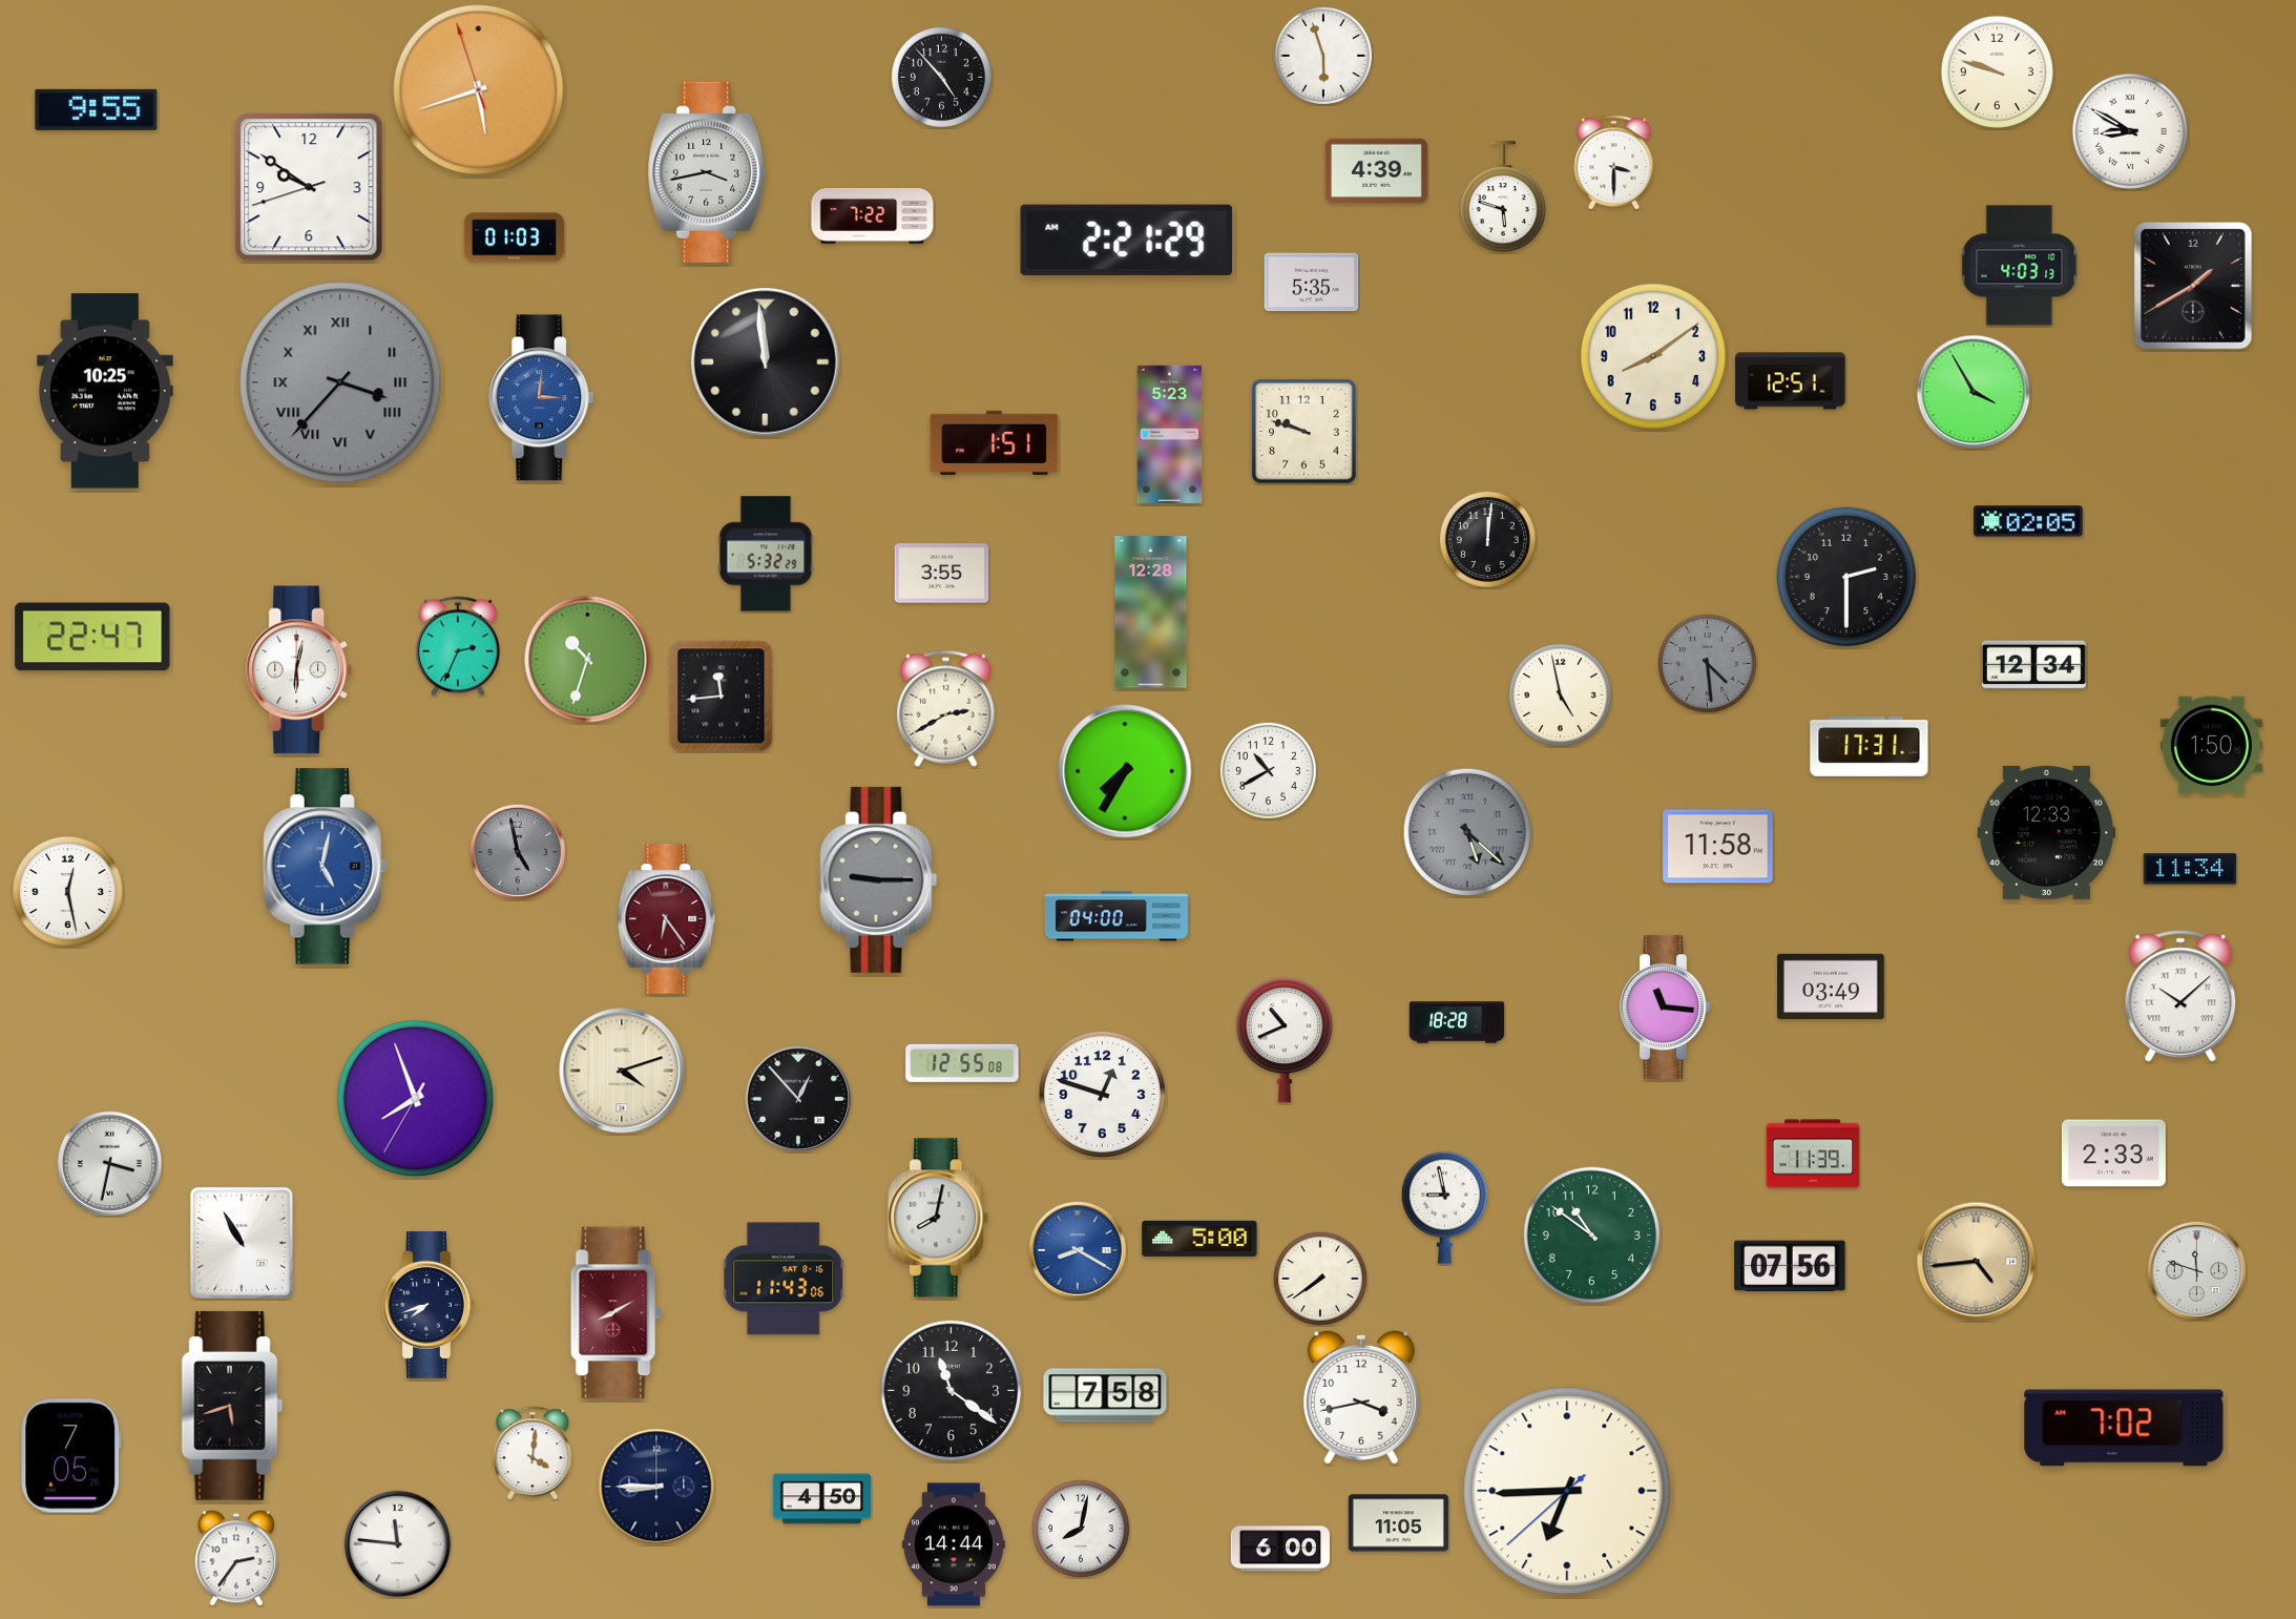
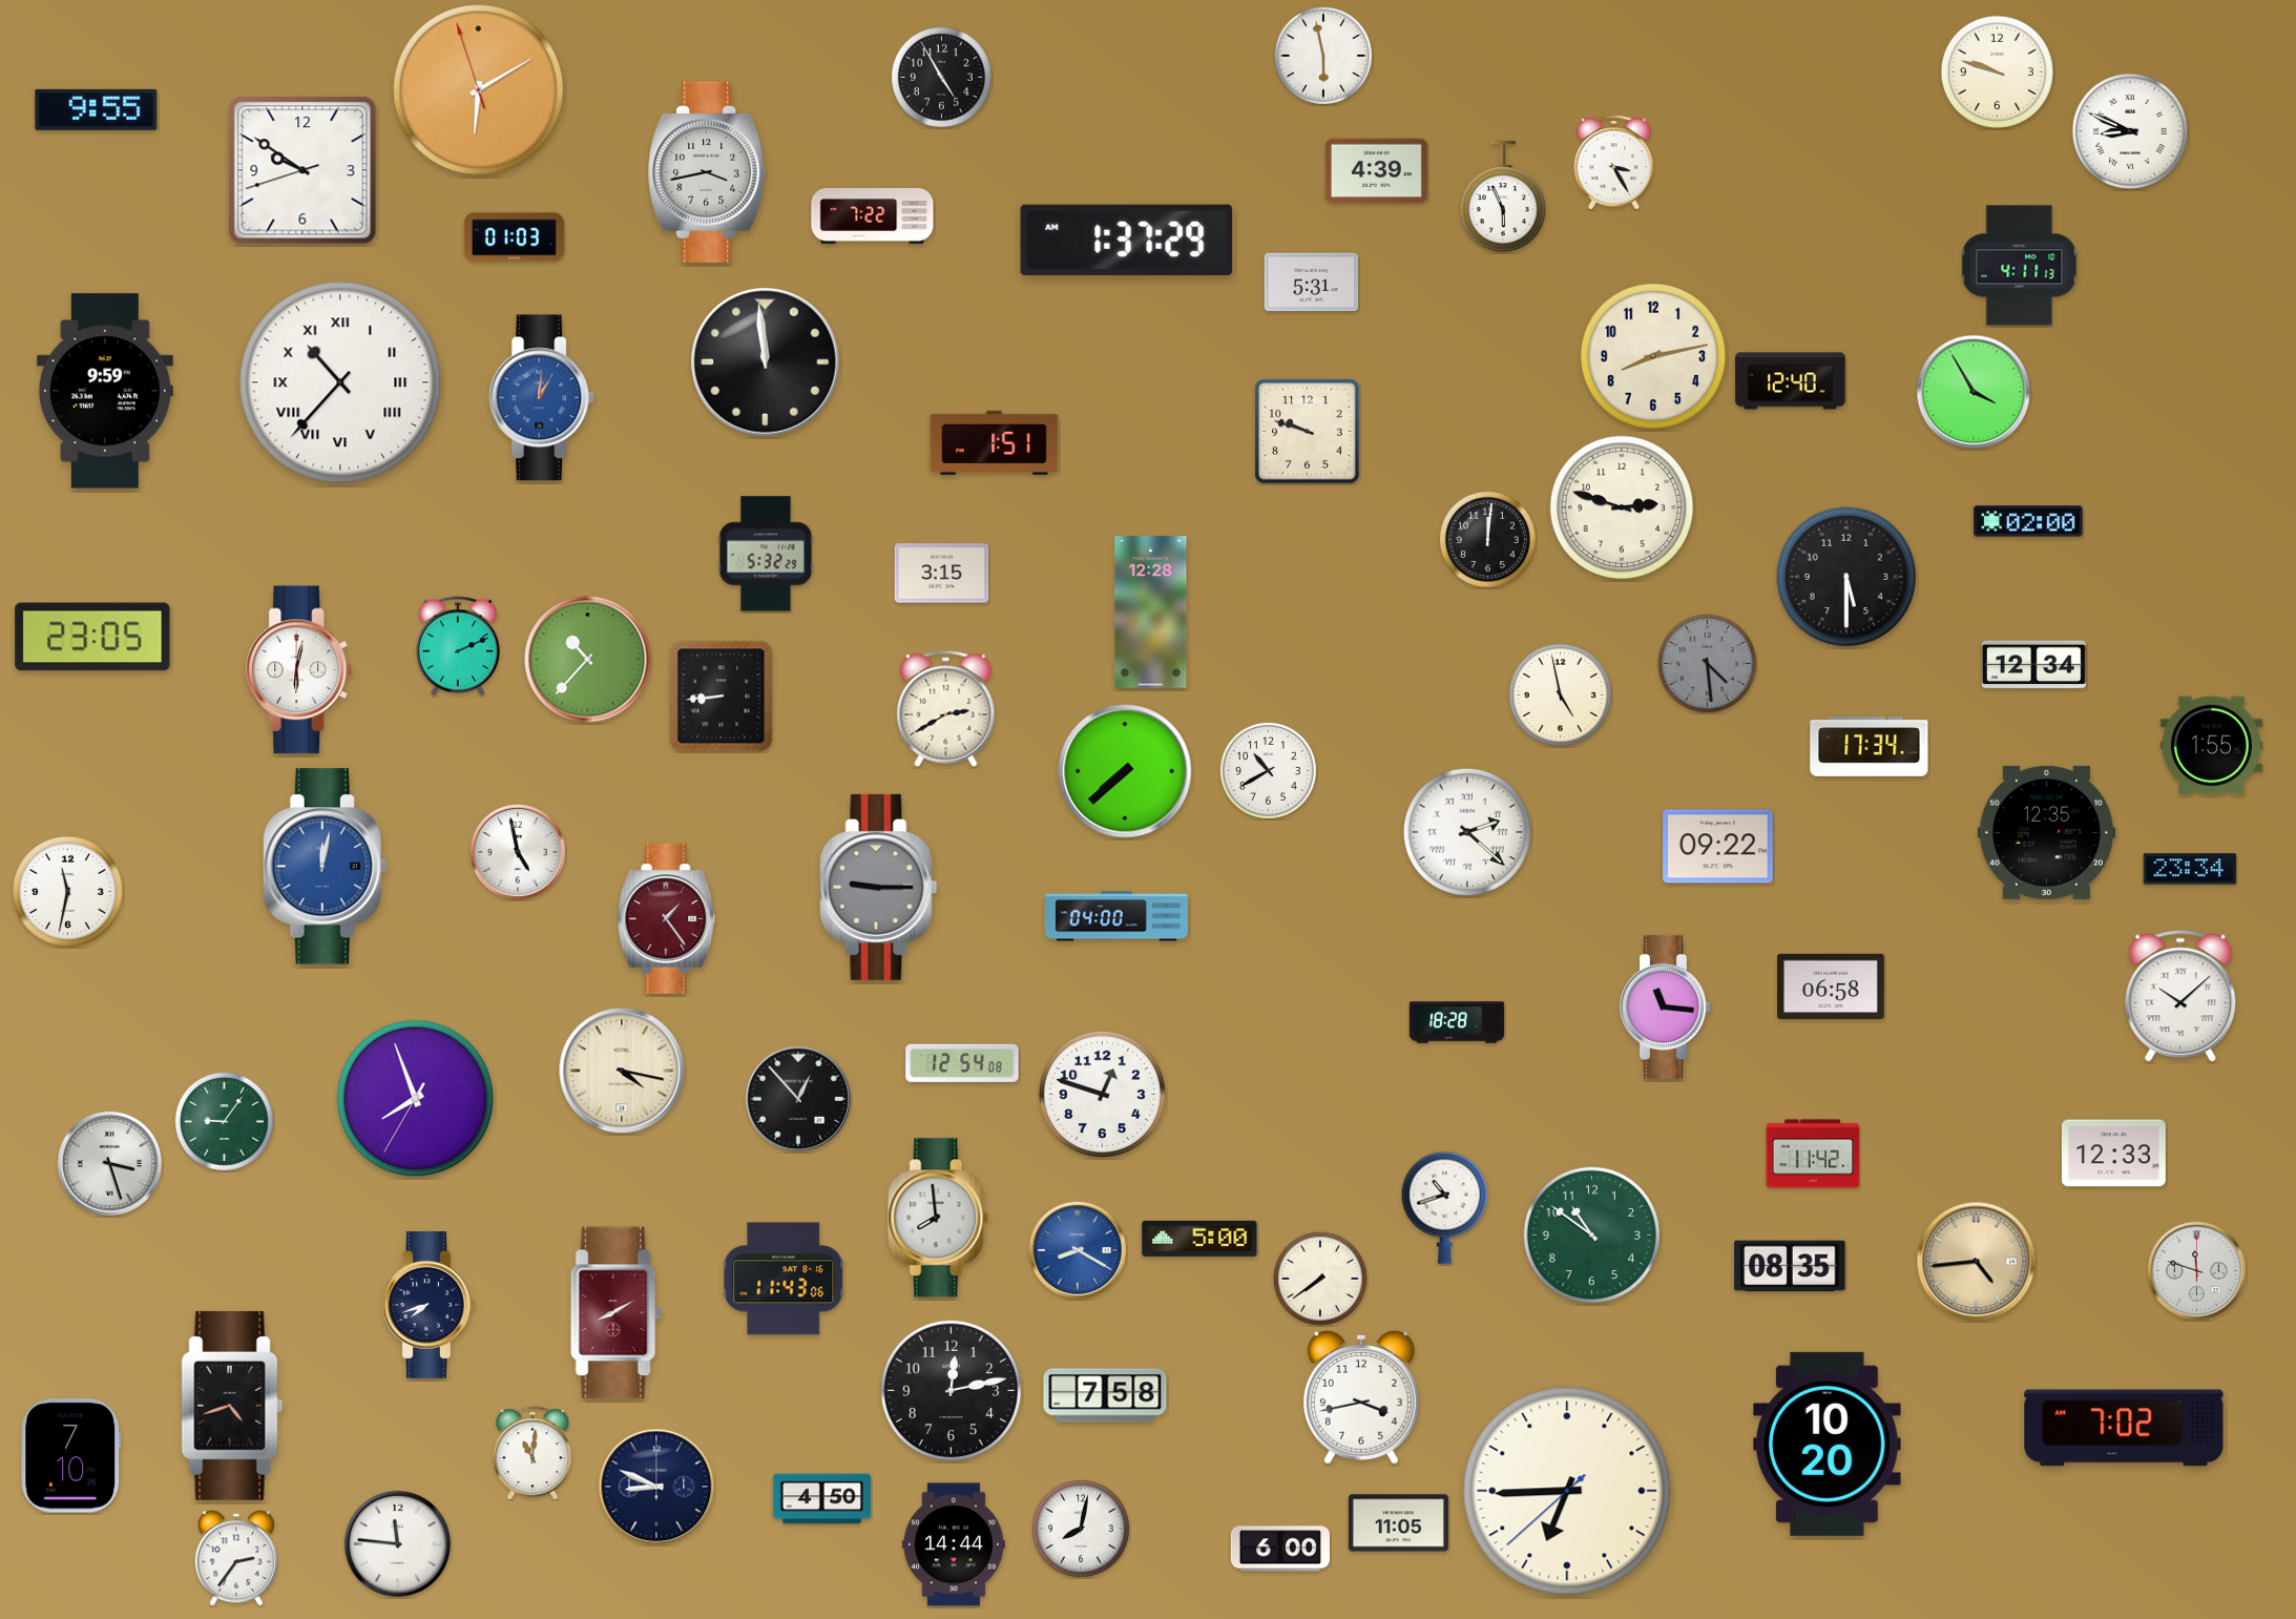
clock at (1323, 56): 5:57 -> 5:58
clock at (941, 77): 4:53 -> 4:55
clock at (479, 90): 5:41 -> 6:09
clock at (2130, 131): 8:50 -> 8:49
clock at (1614, 163): 3:30 -> 3:25
clock at (309, 187) position: (309, 187) -> (302, 170)
clock at (1503, 198): 5:48 -> 5:56
clock at (1127, 240): 2:21 -> 1:37
clock at (2020, 266): 4:03 -> 4:11
clock at (1312, 283): 5:35 -> 5:31
clock at (2193, 286): 1:40 -> none
clock at (1653, 356): 8:09 -> 8:13
clock at (1791, 381): 12:51 -> 12:40
clock at (340, 382): 3:37 -> 10:37
clock at (340, 382) dial: grey -> white
clock at (105, 391): 10:25 -> 9:59
clock at (542, 398): 3:01 -> 1:01
clock at (1304, 432) position: (1304, 432) -> (1308, 432)
clock at (1170, 434): 5:23 -> none
clock at (1622, 507): none -> 2:48
clock at (2028, 521): 02:05 -> 02:00
clock at (942, 574): 3:55 -> 3:15
clock at (1846, 577): 2:30 -> 5:30
clock at (92, 637): 22:47 -> 23:05
clock at (458, 646): 2:34 -> 2:11
clock at (588, 660): 10:33 -> 10:37
clock at (722, 697): 11:44 -> 8:44
clock at (2211, 746): 1:50 -> 1:55
clock at (1870, 747): 17:31 -> 17:34
clock at (1125, 771): 7:35 -> 7:38
clock at (1466, 831): 5:22 -> 2:22
clock at (1466, 831) dial: grey -> white
clock at (2046, 832): 12:33 -> 12:35
clock at (1718, 847): 11:58 -> 09:22
clock at (518, 852) dial: grey -> white
clock at (326, 867): 5:02 -> 12:02
clock at (2190, 869): 11:34 -> 23:34
clock at (879, 879) position: (879, 879) -> (879, 887)
clock at (67, 891): 12:28 -> 11:32
clock at (667, 919): 6:24 -> 1:24
clock at (1831, 987): 03:49 -> 06:58
clock at (1285, 1040): 10:41 -> none
clock at (962, 1063): 12:55 -> 12:54
clock at (622, 1071): 4:12 -> 4:17
clock at (224, 1121): none -> 9:06
clock at (1813, 1154): 11:39 -> 11:42
clock at (2113, 1154): 2:33 -> 12:33
clock at (109, 1163): 3:32 -> 3:27
clock at (1444, 1207): 8:58 -> 10:42
clock at (939, 1218): 8:02 -> 7:59
clock at (242, 1243): 10:55 -> none
clock at (1790, 1266): 07:56 -> 08:35
clock at (952, 1391): 11:21 -> 12:13
clock at (232, 1406): 5:42 -> 4:42
clock at (1828, 1444): none -> 10:20
clock at (533, 1453): 4:01 -> 11:01
clock at (71, 1456): 7:05 -> 7:10
clock at (656, 1487): 8:45 -> 8:49
